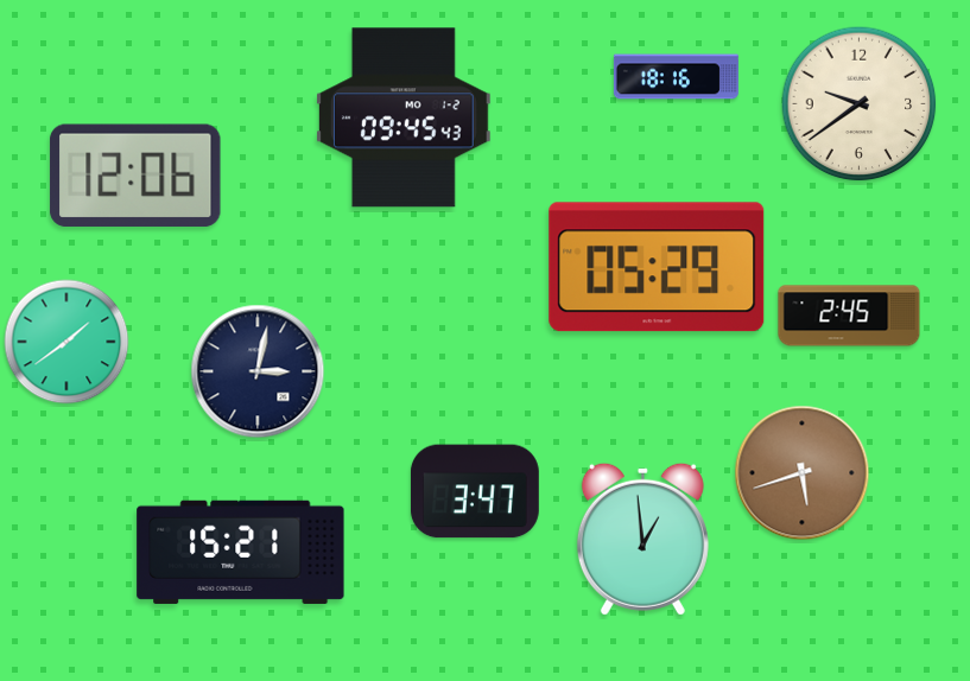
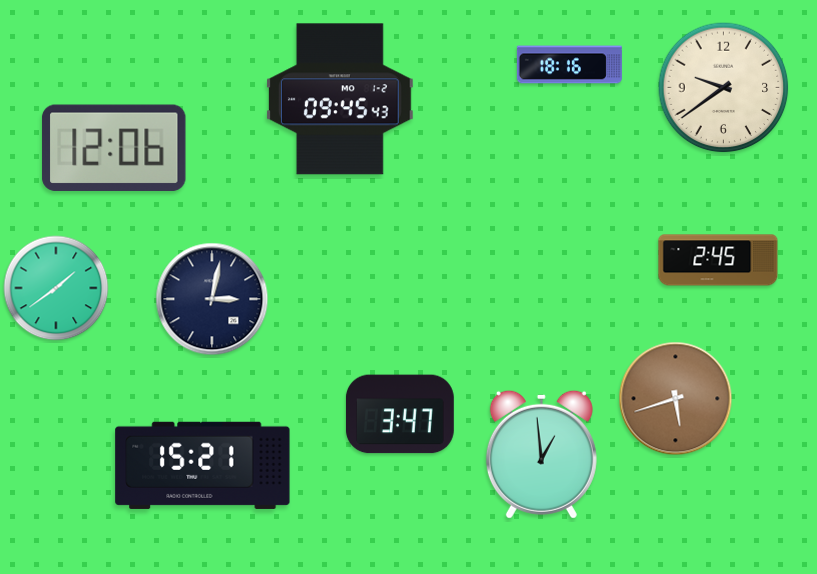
clock at (657, 267): 05:29 -> none
clock at (849, 316) position: (849, 316) -> (718, 260)
clock at (258, 371) position: (258, 371) -> (212, 299)
